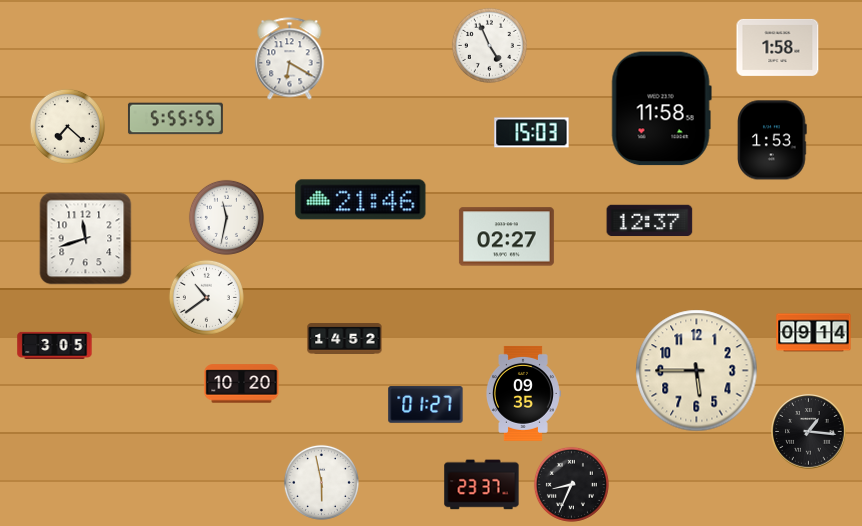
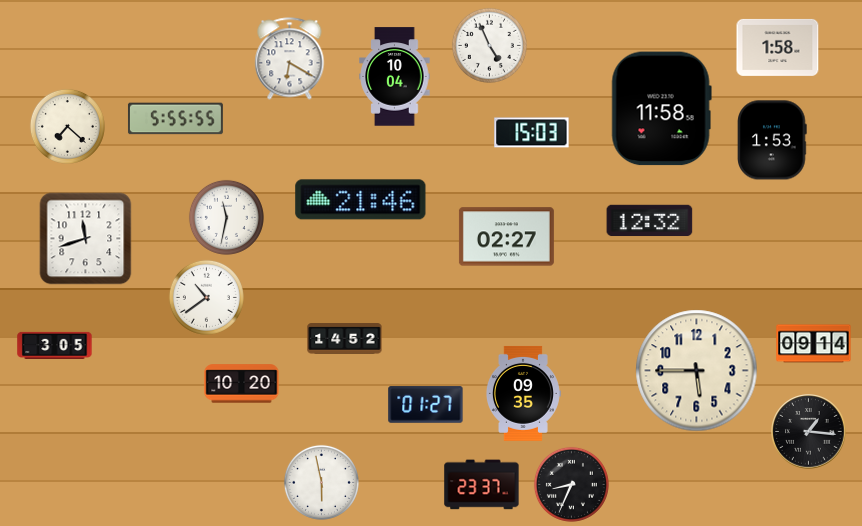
clock at (395, 77): none -> 10:04
clock at (650, 221): 12:37 -> 12:32
clock at (814, 333) position: (814, 333) -> (814, 344)
